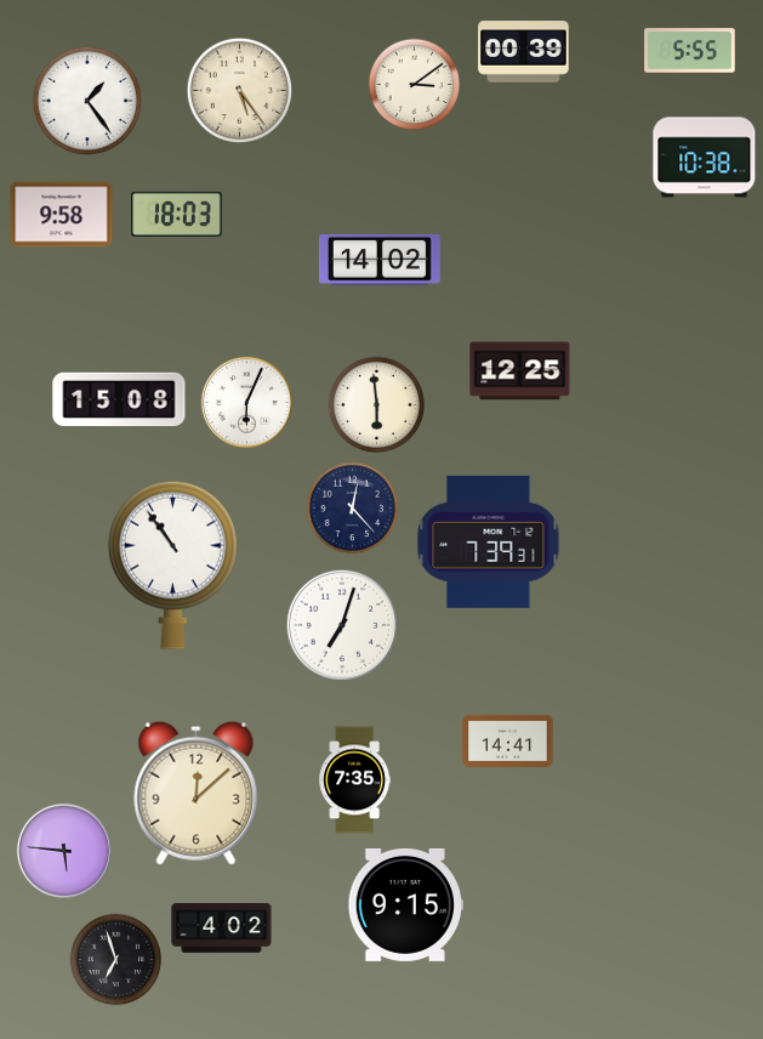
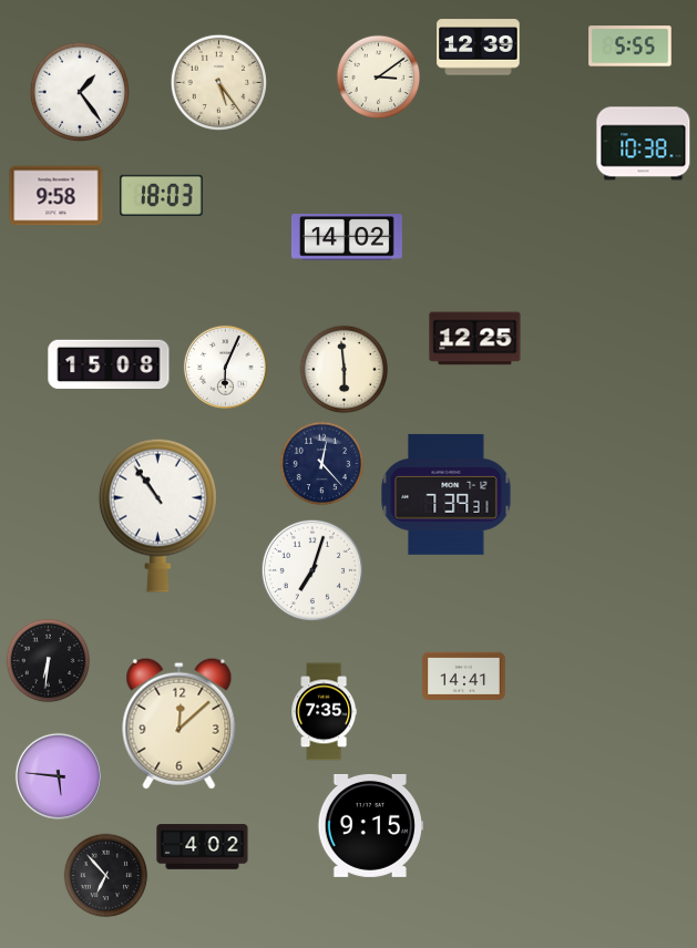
clock at (524, 52): 00:39 -> 12:39
clock at (49, 661): none -> 6:31
clock at (116, 960): 6:57 -> 6:53
